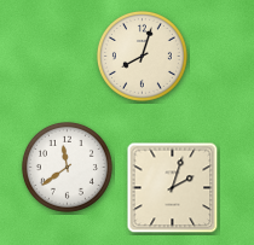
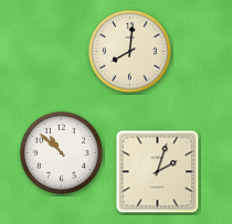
clock at (142, 56): 8:03 -> 8:01
clock at (67, 167): 11:39 -> 10:52
